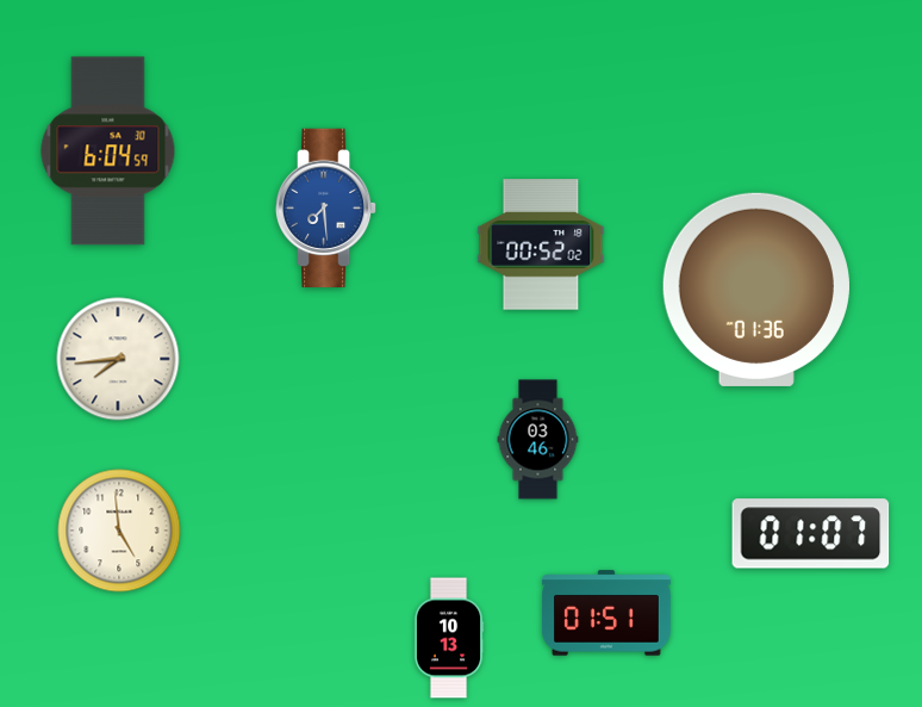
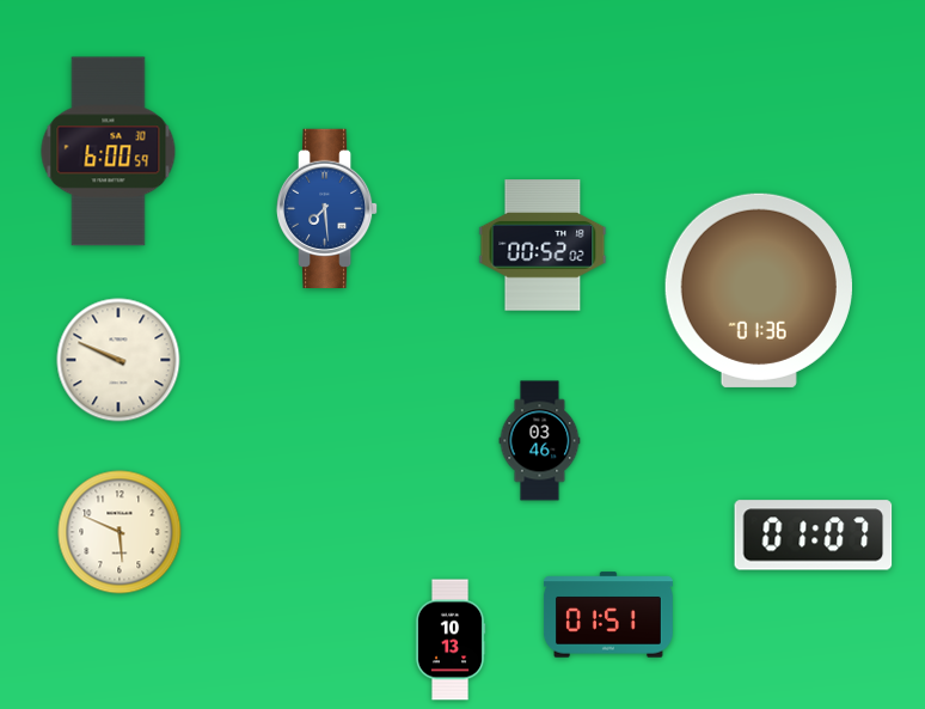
clock at (108, 151): 6:04 -> 6:00
clock at (118, 359): 7:44 -> 9:49
clock at (119, 531): 4:59 -> 5:49
